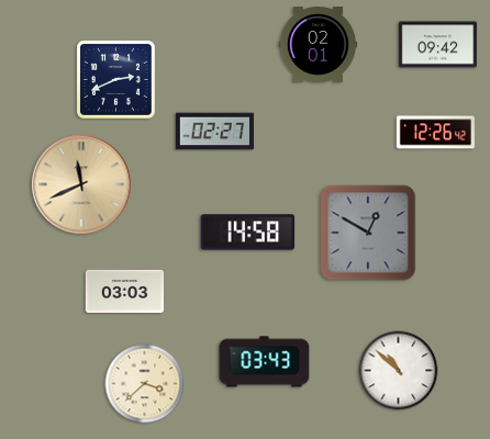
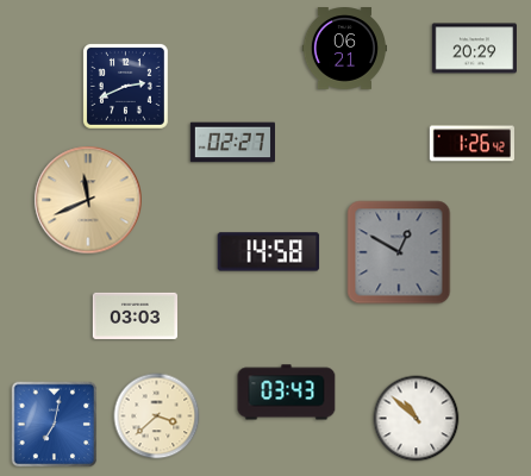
clock at (318, 45): 02:01 -> 06:21
clock at (437, 45): 09:42 -> 20:29
clock at (435, 133): 12:26 -> 1:26
clock at (399, 371) position: (399, 371) -> (417, 419)
clock at (55, 425): none -> 7:02
